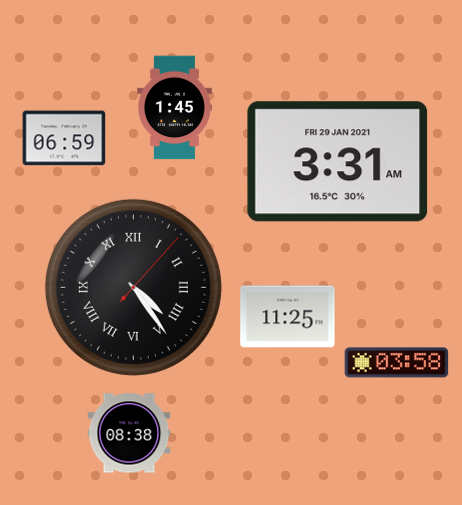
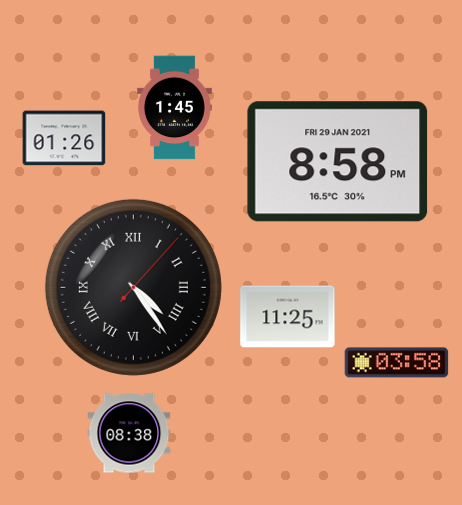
clock at (64, 138): 06:59 -> 01:26
clock at (338, 162): 3:31 -> 8:58
